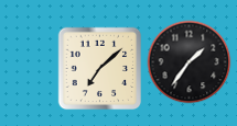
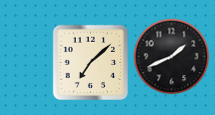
clock at (190, 62): 1:36 -> 1:41
